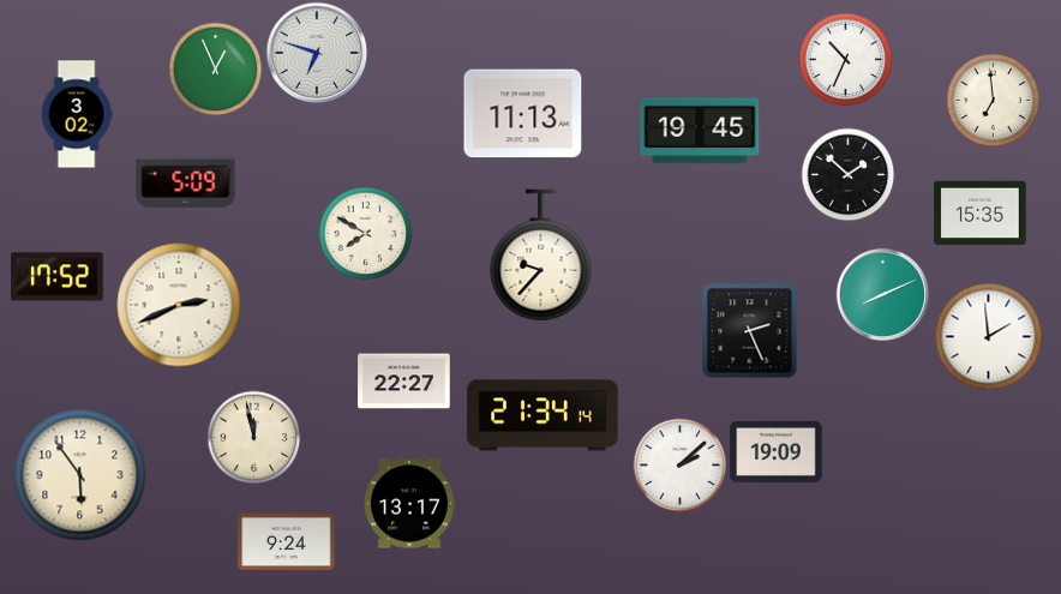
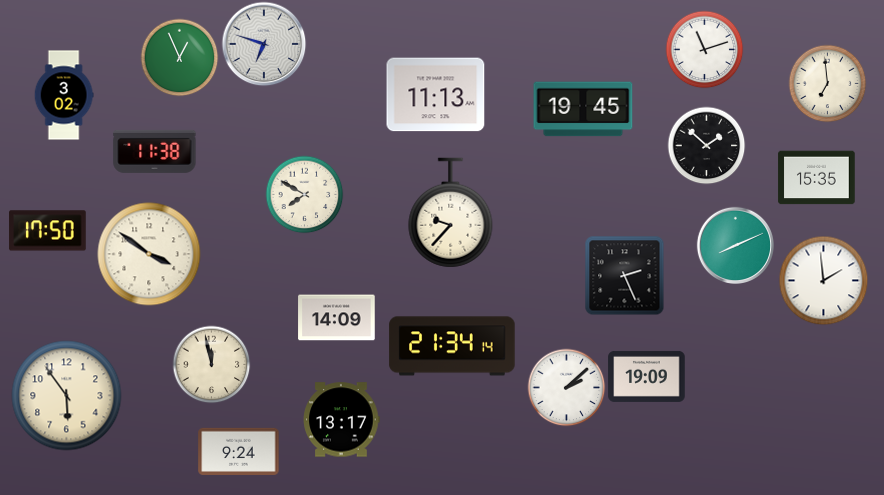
clock at (845, 59): 10:34 -> 11:12
clock at (186, 181): 5:09 -> 11:38
clock at (58, 277): 17:52 -> 17:50
clock at (179, 305): 2:41 -> 3:51
clock at (404, 382): 22:27 -> 14:09
